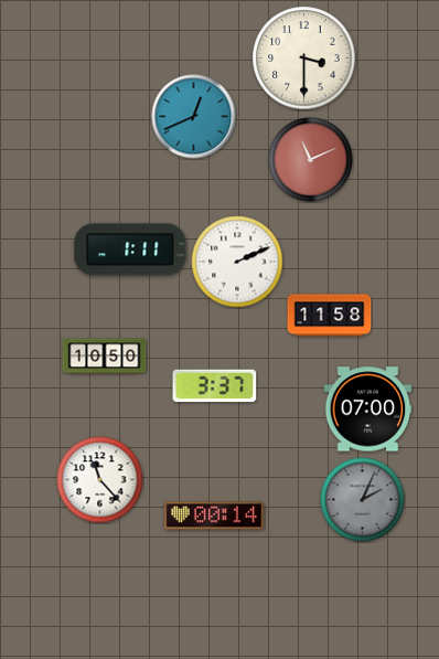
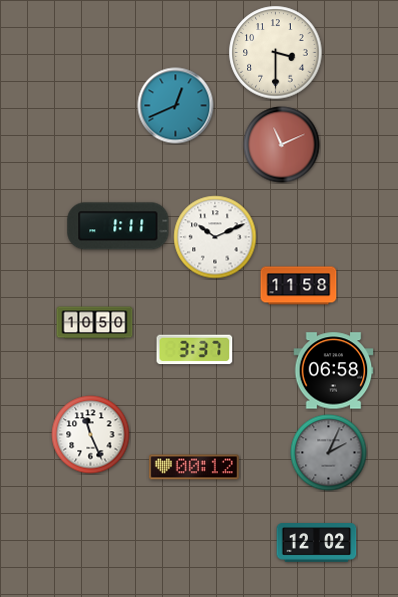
clock at (237, 262): 2:11 -> 10:11
clock at (368, 410): 07:00 -> 06:58
clock at (100, 480): 11:23 -> 11:26
clock at (214, 515): 00:14 -> 00:12
clock at (317, 543): none -> 12:02
